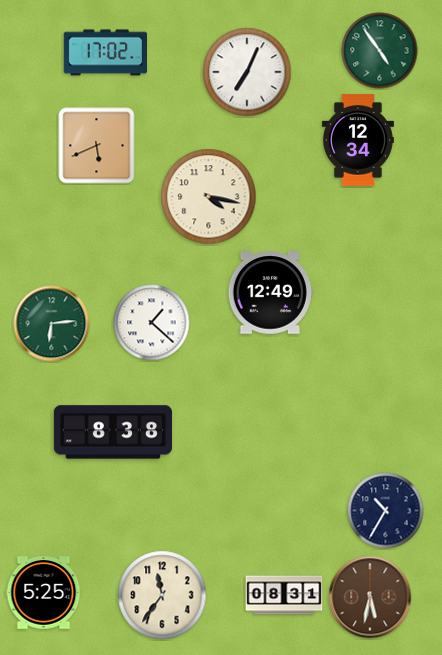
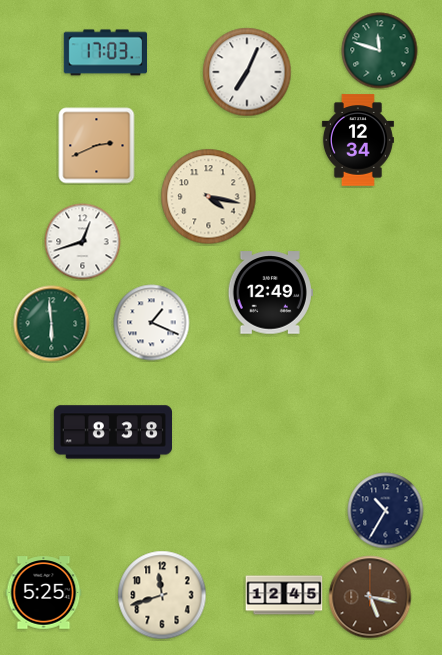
clock at (380, 51): 4:54 -> 11:48
clock at (105, 53): 17:02 -> 17:03
clock at (97, 146): 5:41 -> 2:41
clock at (83, 242): none -> 12:42
clock at (152, 323): 1:22 -> 1:19
clock at (52, 324): 6:14 -> 5:59
clock at (162, 595): 11:36 -> 11:42
clock at (284, 595): 08:31 -> 12:45
clock at (370, 597): 5:32 -> 5:17
